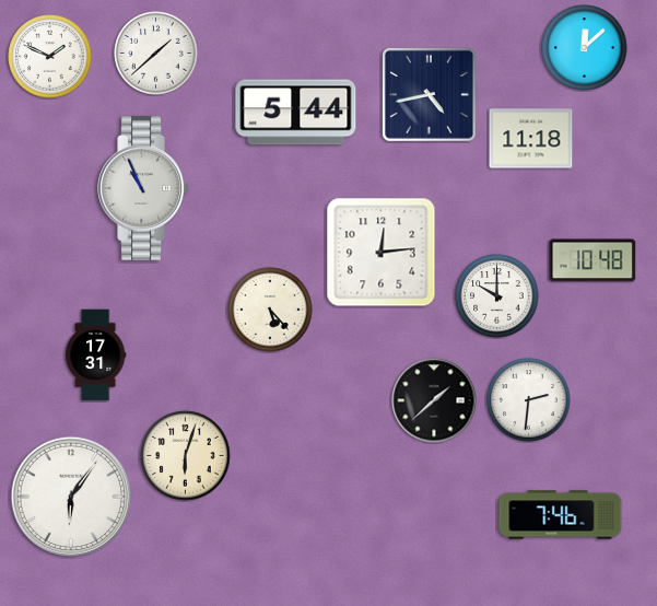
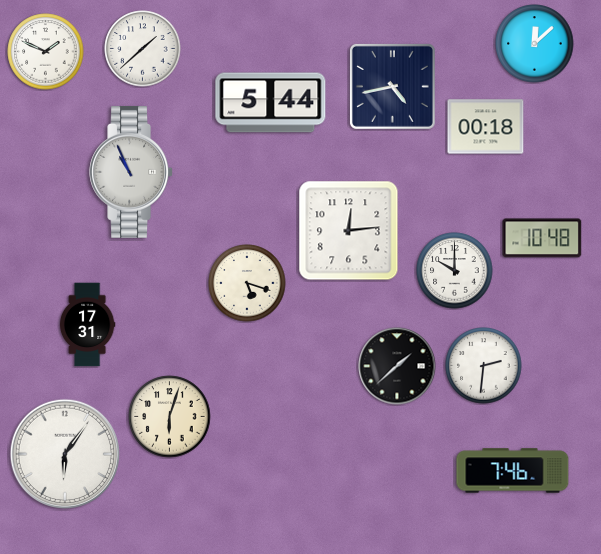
clock at (531, 139): 11:18 -> 00:18
clock at (270, 310): 5:23 -> 5:18
